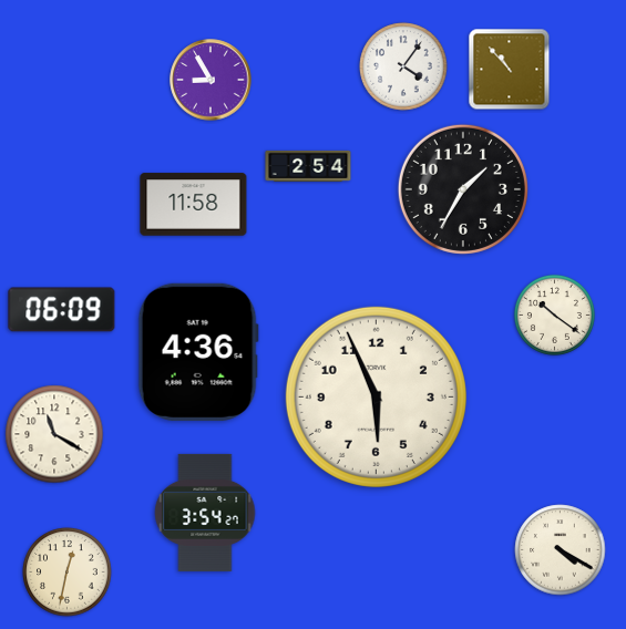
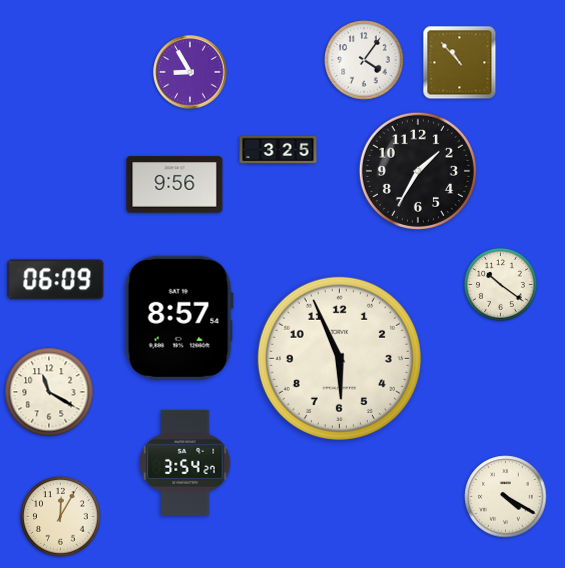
clock at (308, 166): 2:54 -> 3:25
clock at (194, 205): 11:58 -> 9:56
clock at (198, 352): 4:36 -> 8:57
clock at (68, 573): 12:32 -> 12:05
